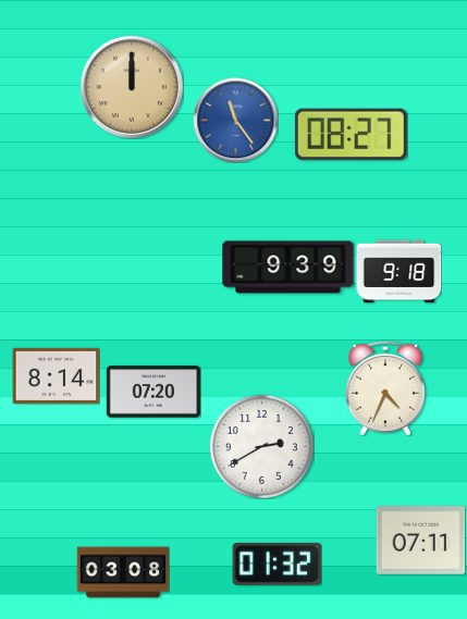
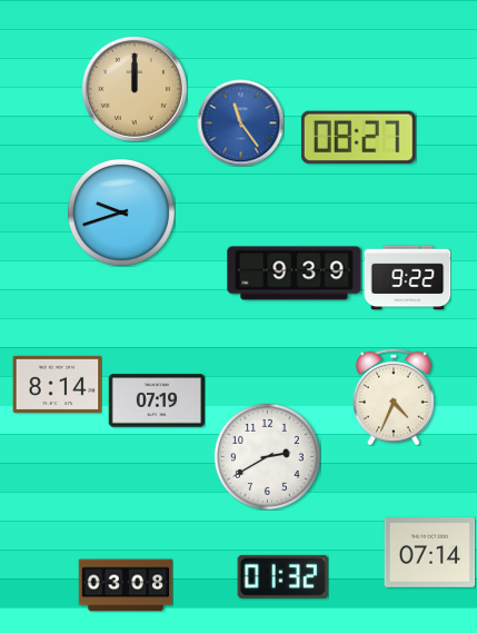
clock at (121, 212): none -> 9:42
clock at (398, 272): 9:18 -> 9:22
clock at (153, 392): 07:20 -> 07:19
clock at (420, 541): 07:11 -> 07:14
